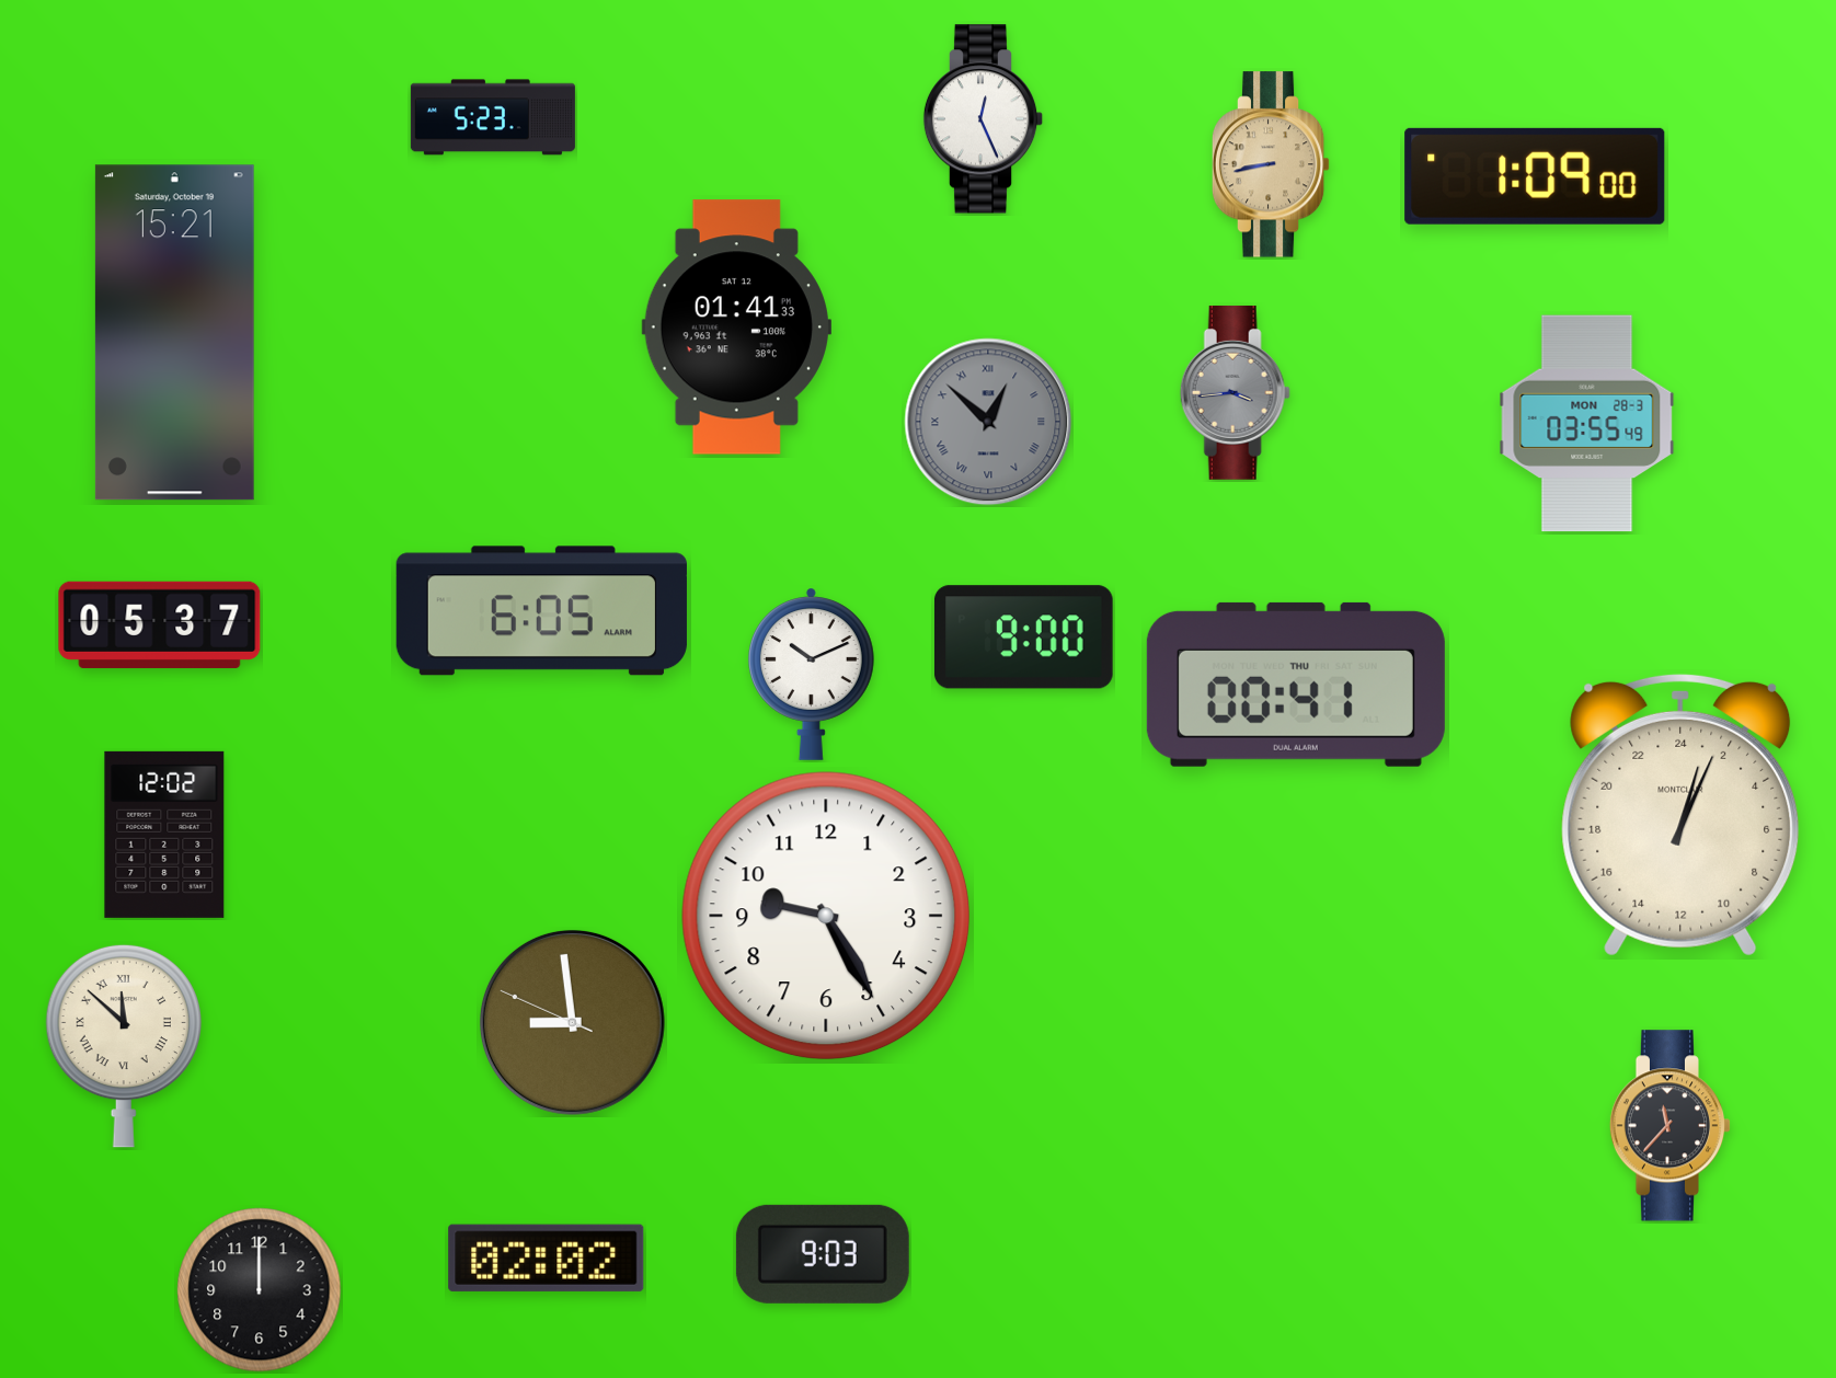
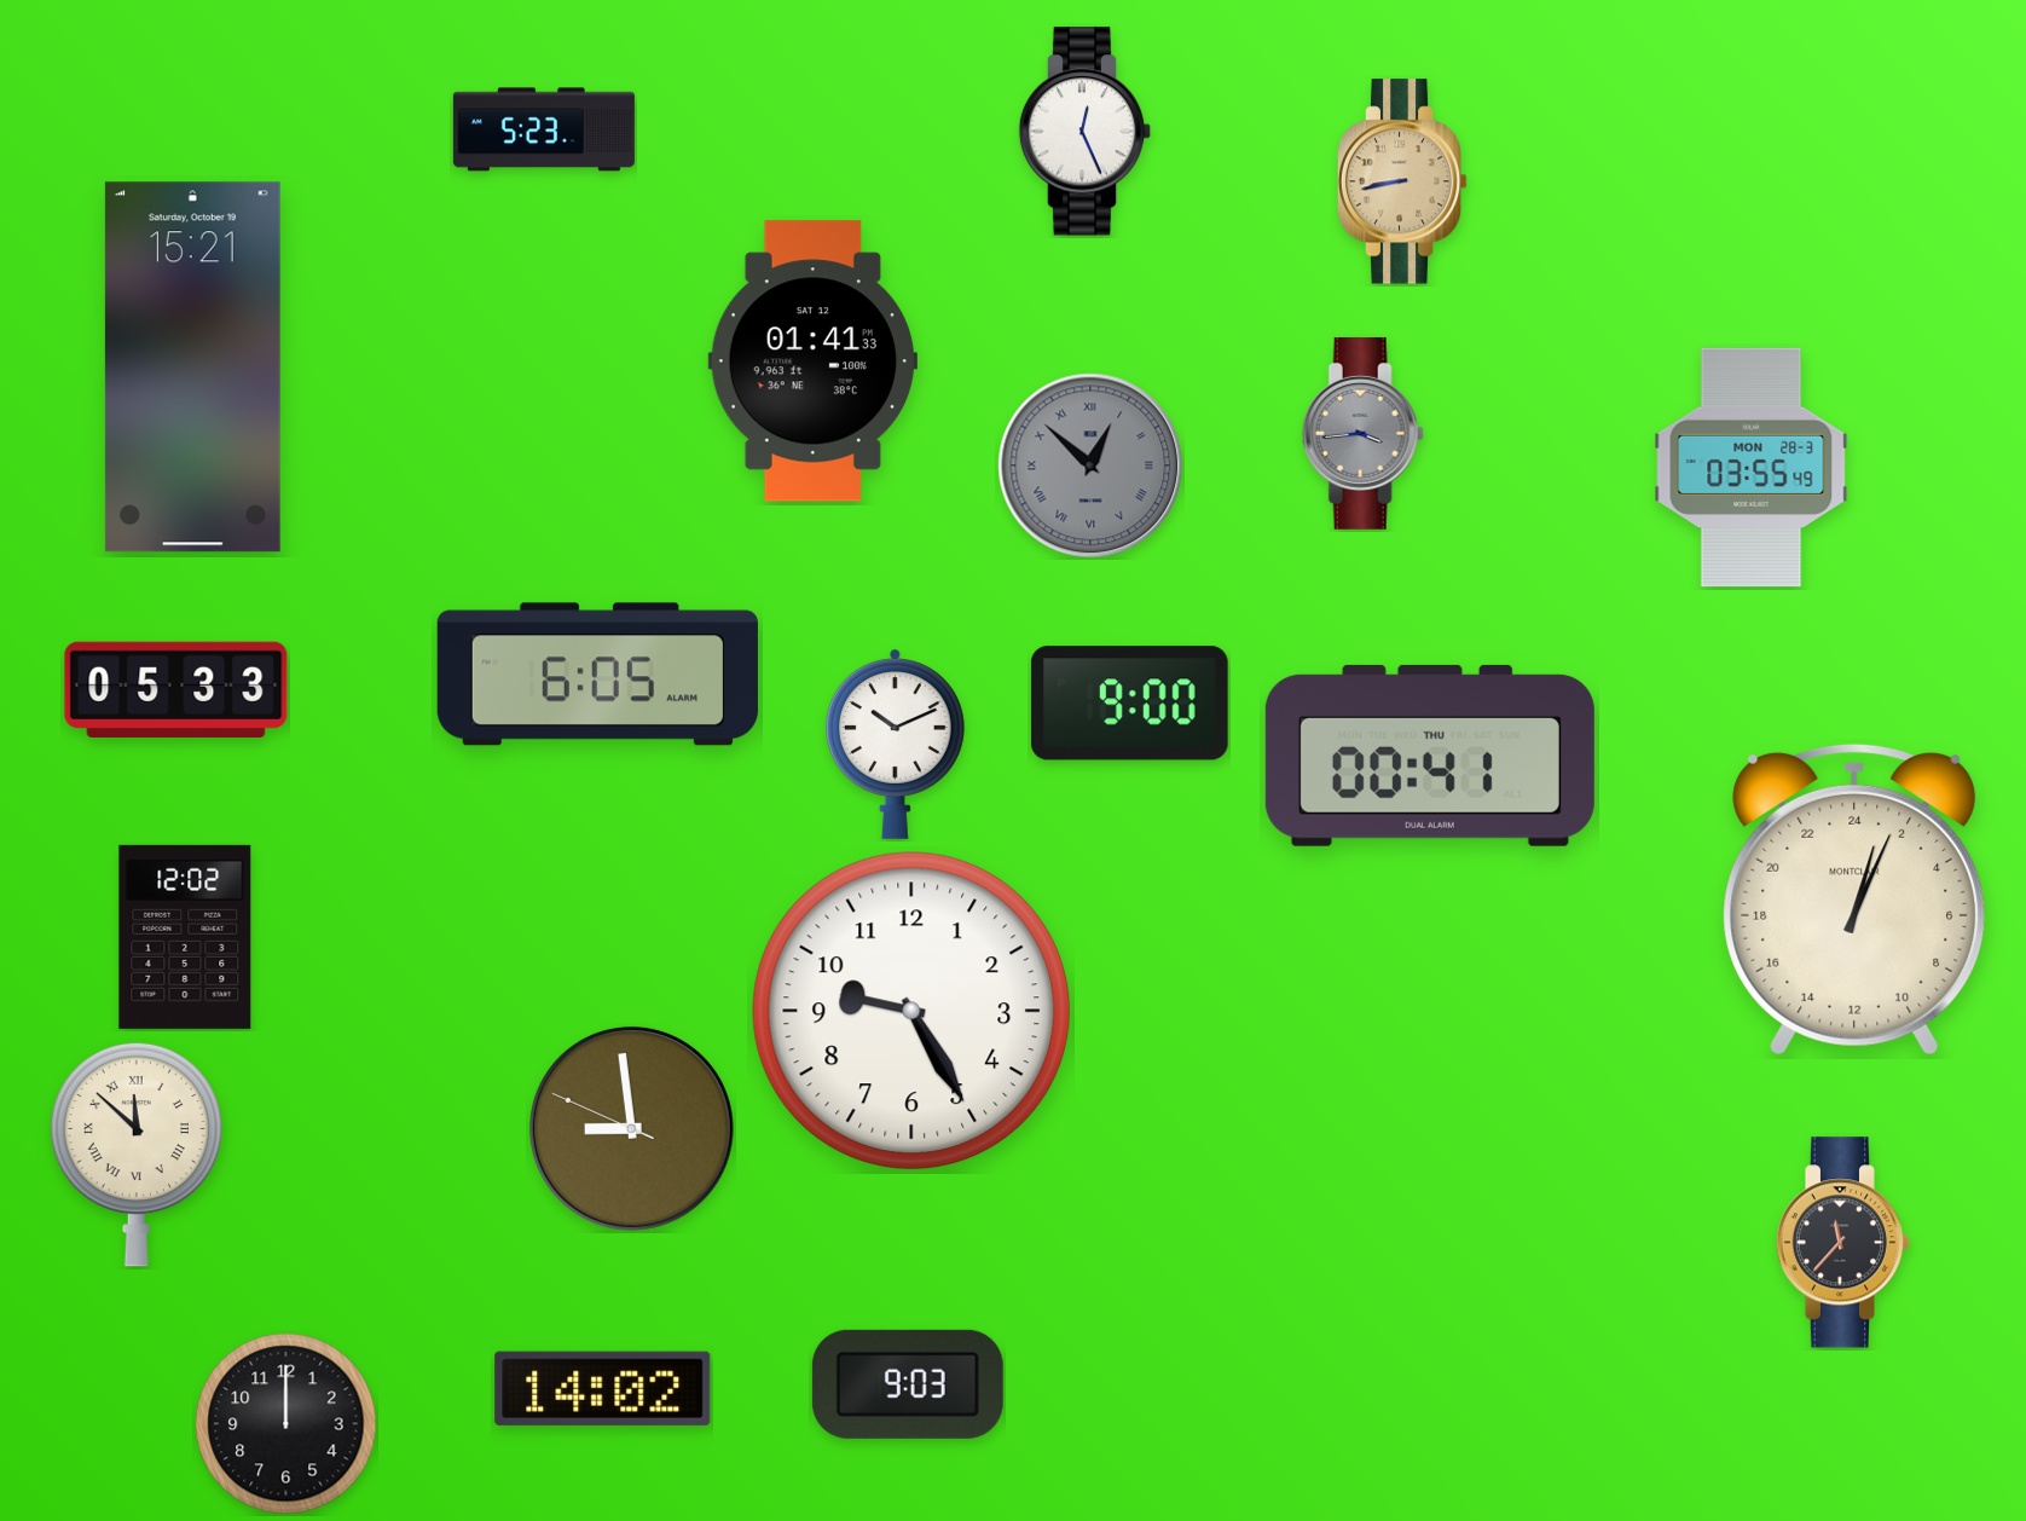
clock at (1535, 176): 1:09 -> none
clock at (160, 624): 05:37 -> 05:33
clock at (164, 835) position: (164, 835) -> (185, 937)
clock at (547, 1258): 02:02 -> 14:02
